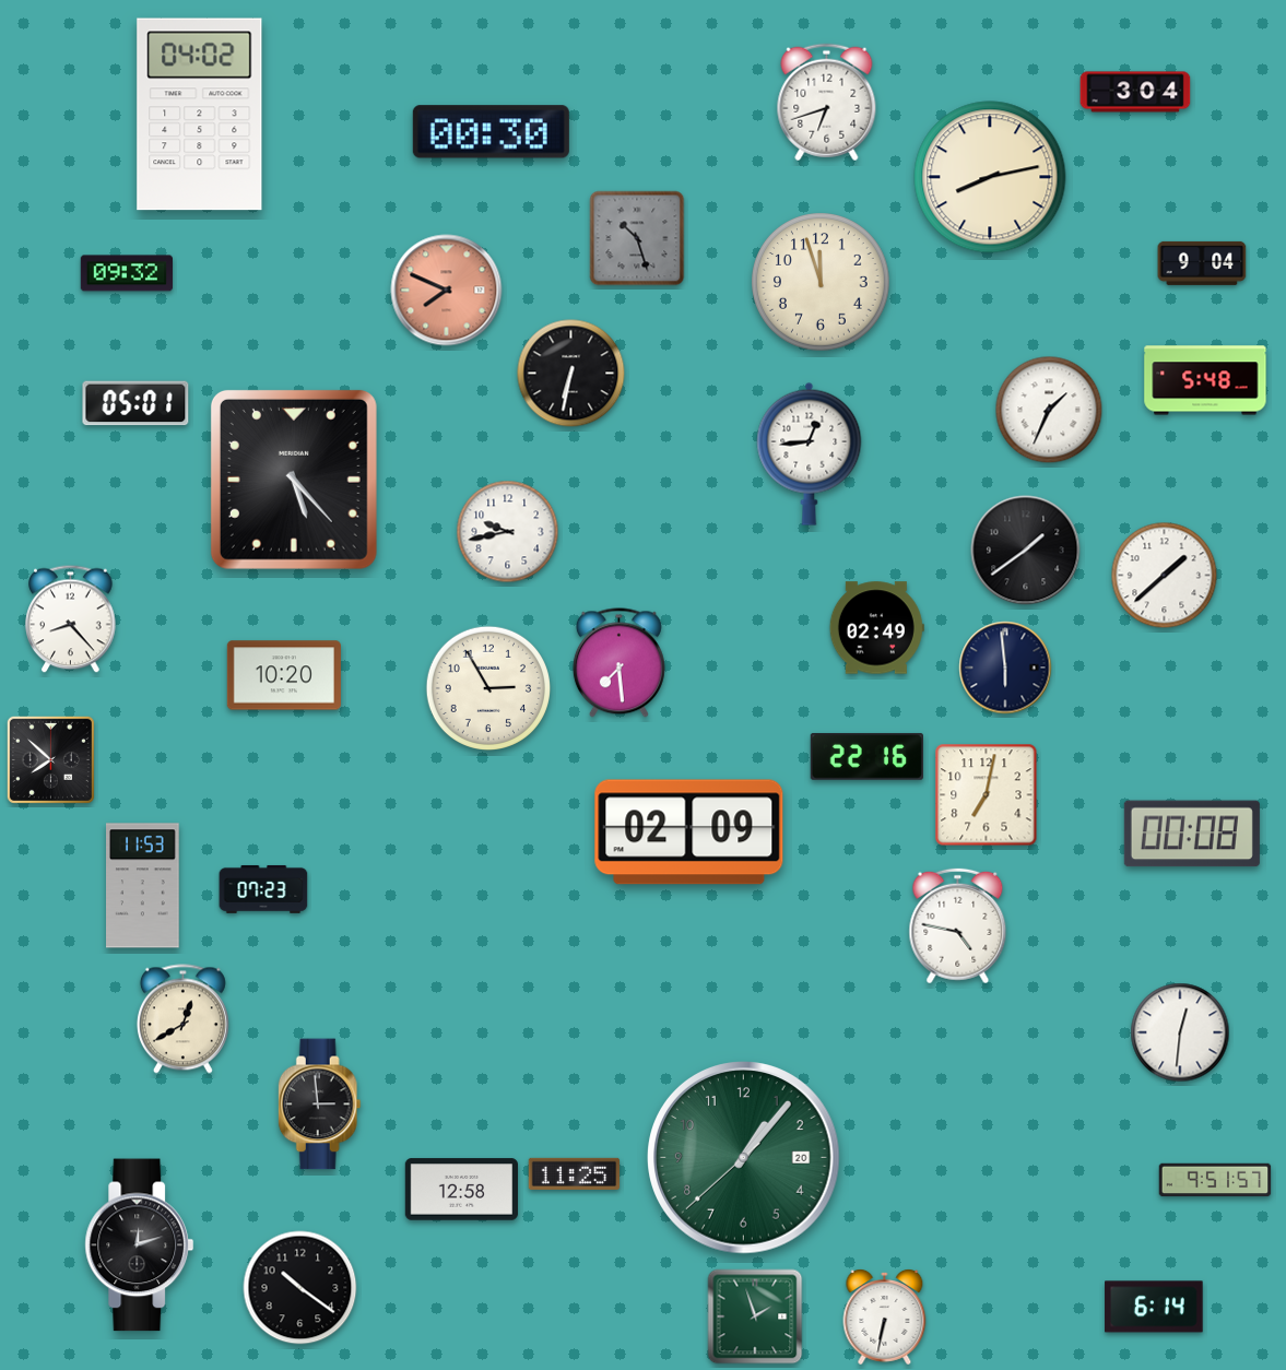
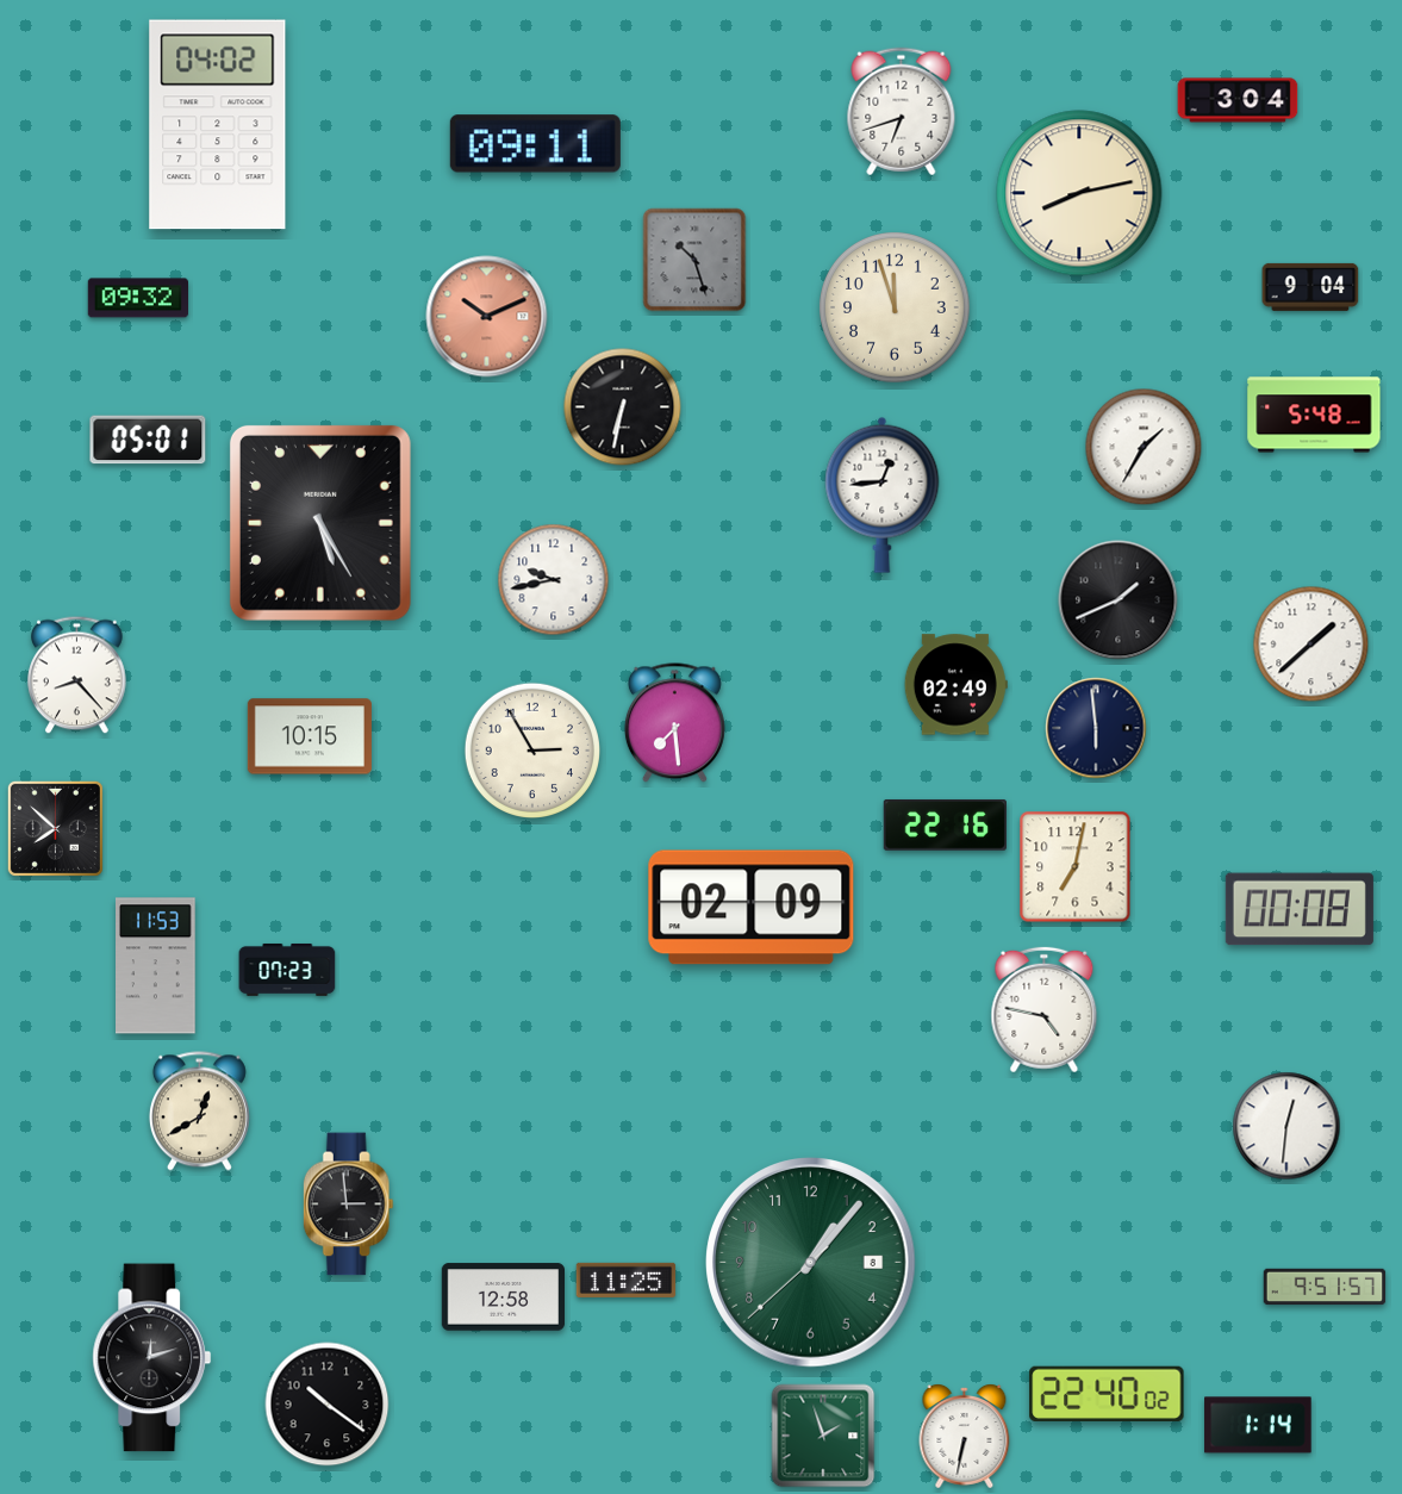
clock at (491, 132): 00:30 -> 09:11
clock at (447, 291): 7:49 -> 10:11
clock at (1049, 410): 1:34 -> 1:35
clock at (294, 480): 5:23 -> 5:25
clock at (1026, 551): 1:39 -> 1:41
clock at (1165, 576) position: (1165, 576) -> (1311, 645)
clock at (284, 675): 10:20 -> 10:15
clock at (744, 1158) date: 20 -> 8
clock at (1107, 1393): none -> 22:40
clock at (1154, 1307): 6:14 -> 1:14
